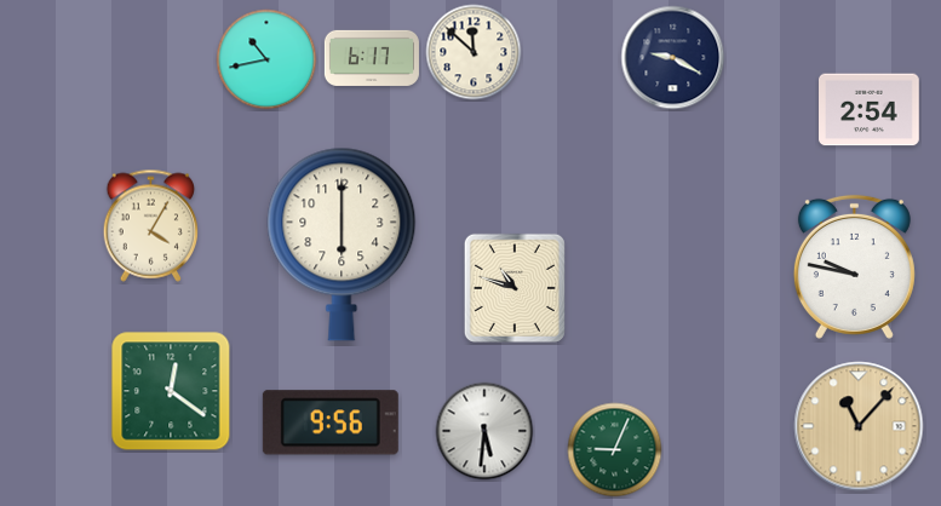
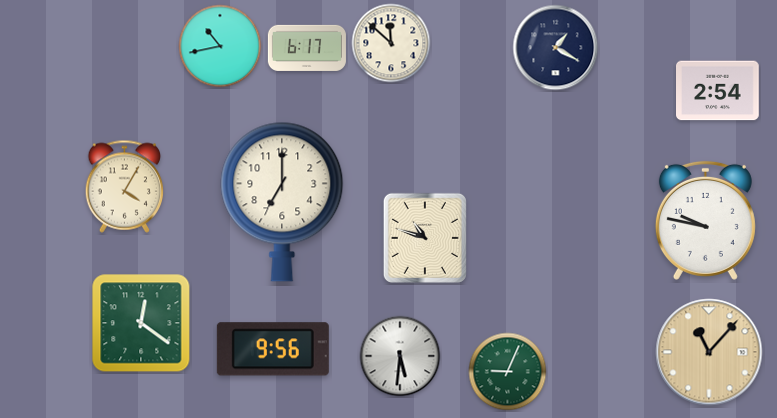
clock at (673, 58): 9:20 -> 1:20
clock at (266, 59) position: (266, 59) -> (220, 46)
clock at (342, 245): 6:00 -> 7:00
